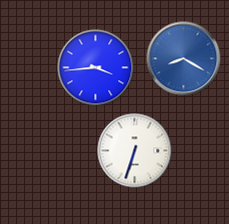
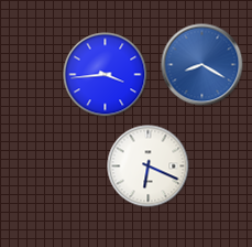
clock at (135, 151): 6:33 -> 6:19
